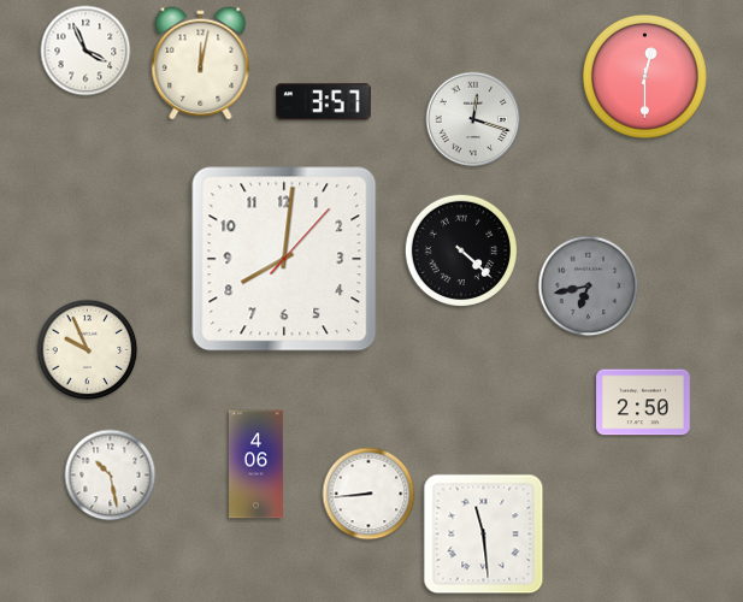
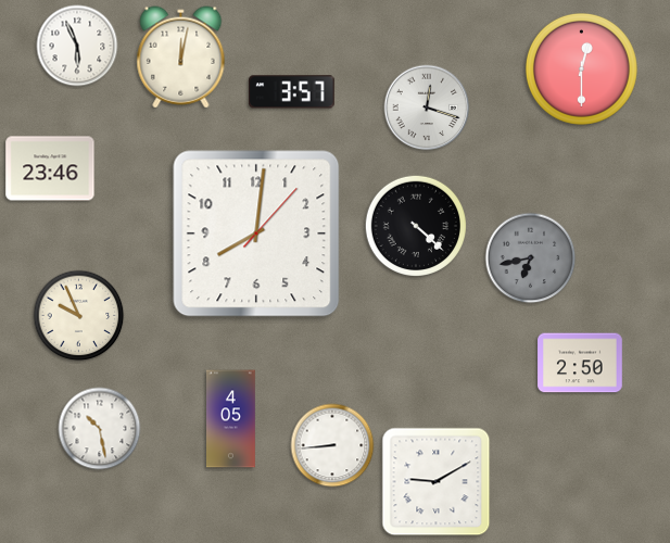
clock at (85, 51): 3:56 -> 5:56
clock at (50, 168): none -> 23:46
clock at (256, 465): 4:06 -> 4:05
clock at (484, 535): 11:29 -> 9:10
